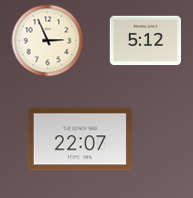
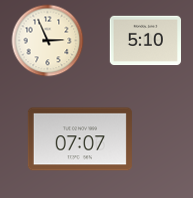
clock at (145, 41): 5:12 -> 5:10
clock at (80, 139): 22:07 -> 07:07
